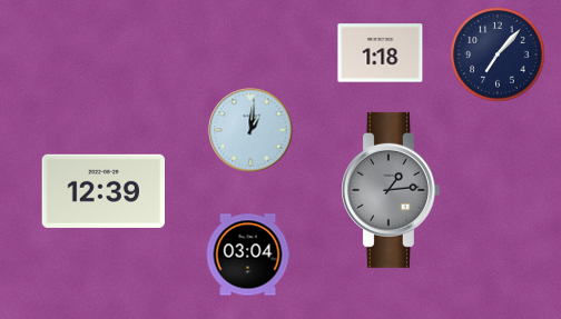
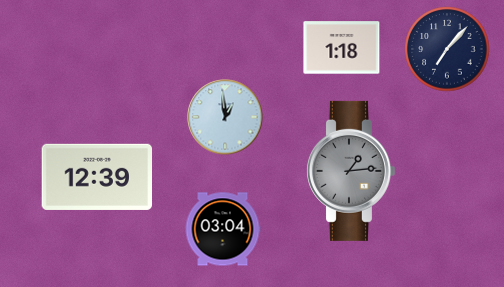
clock at (250, 130): 1:01 -> 12:59
clock at (104, 191) position: (104, 191) -> (97, 177)
